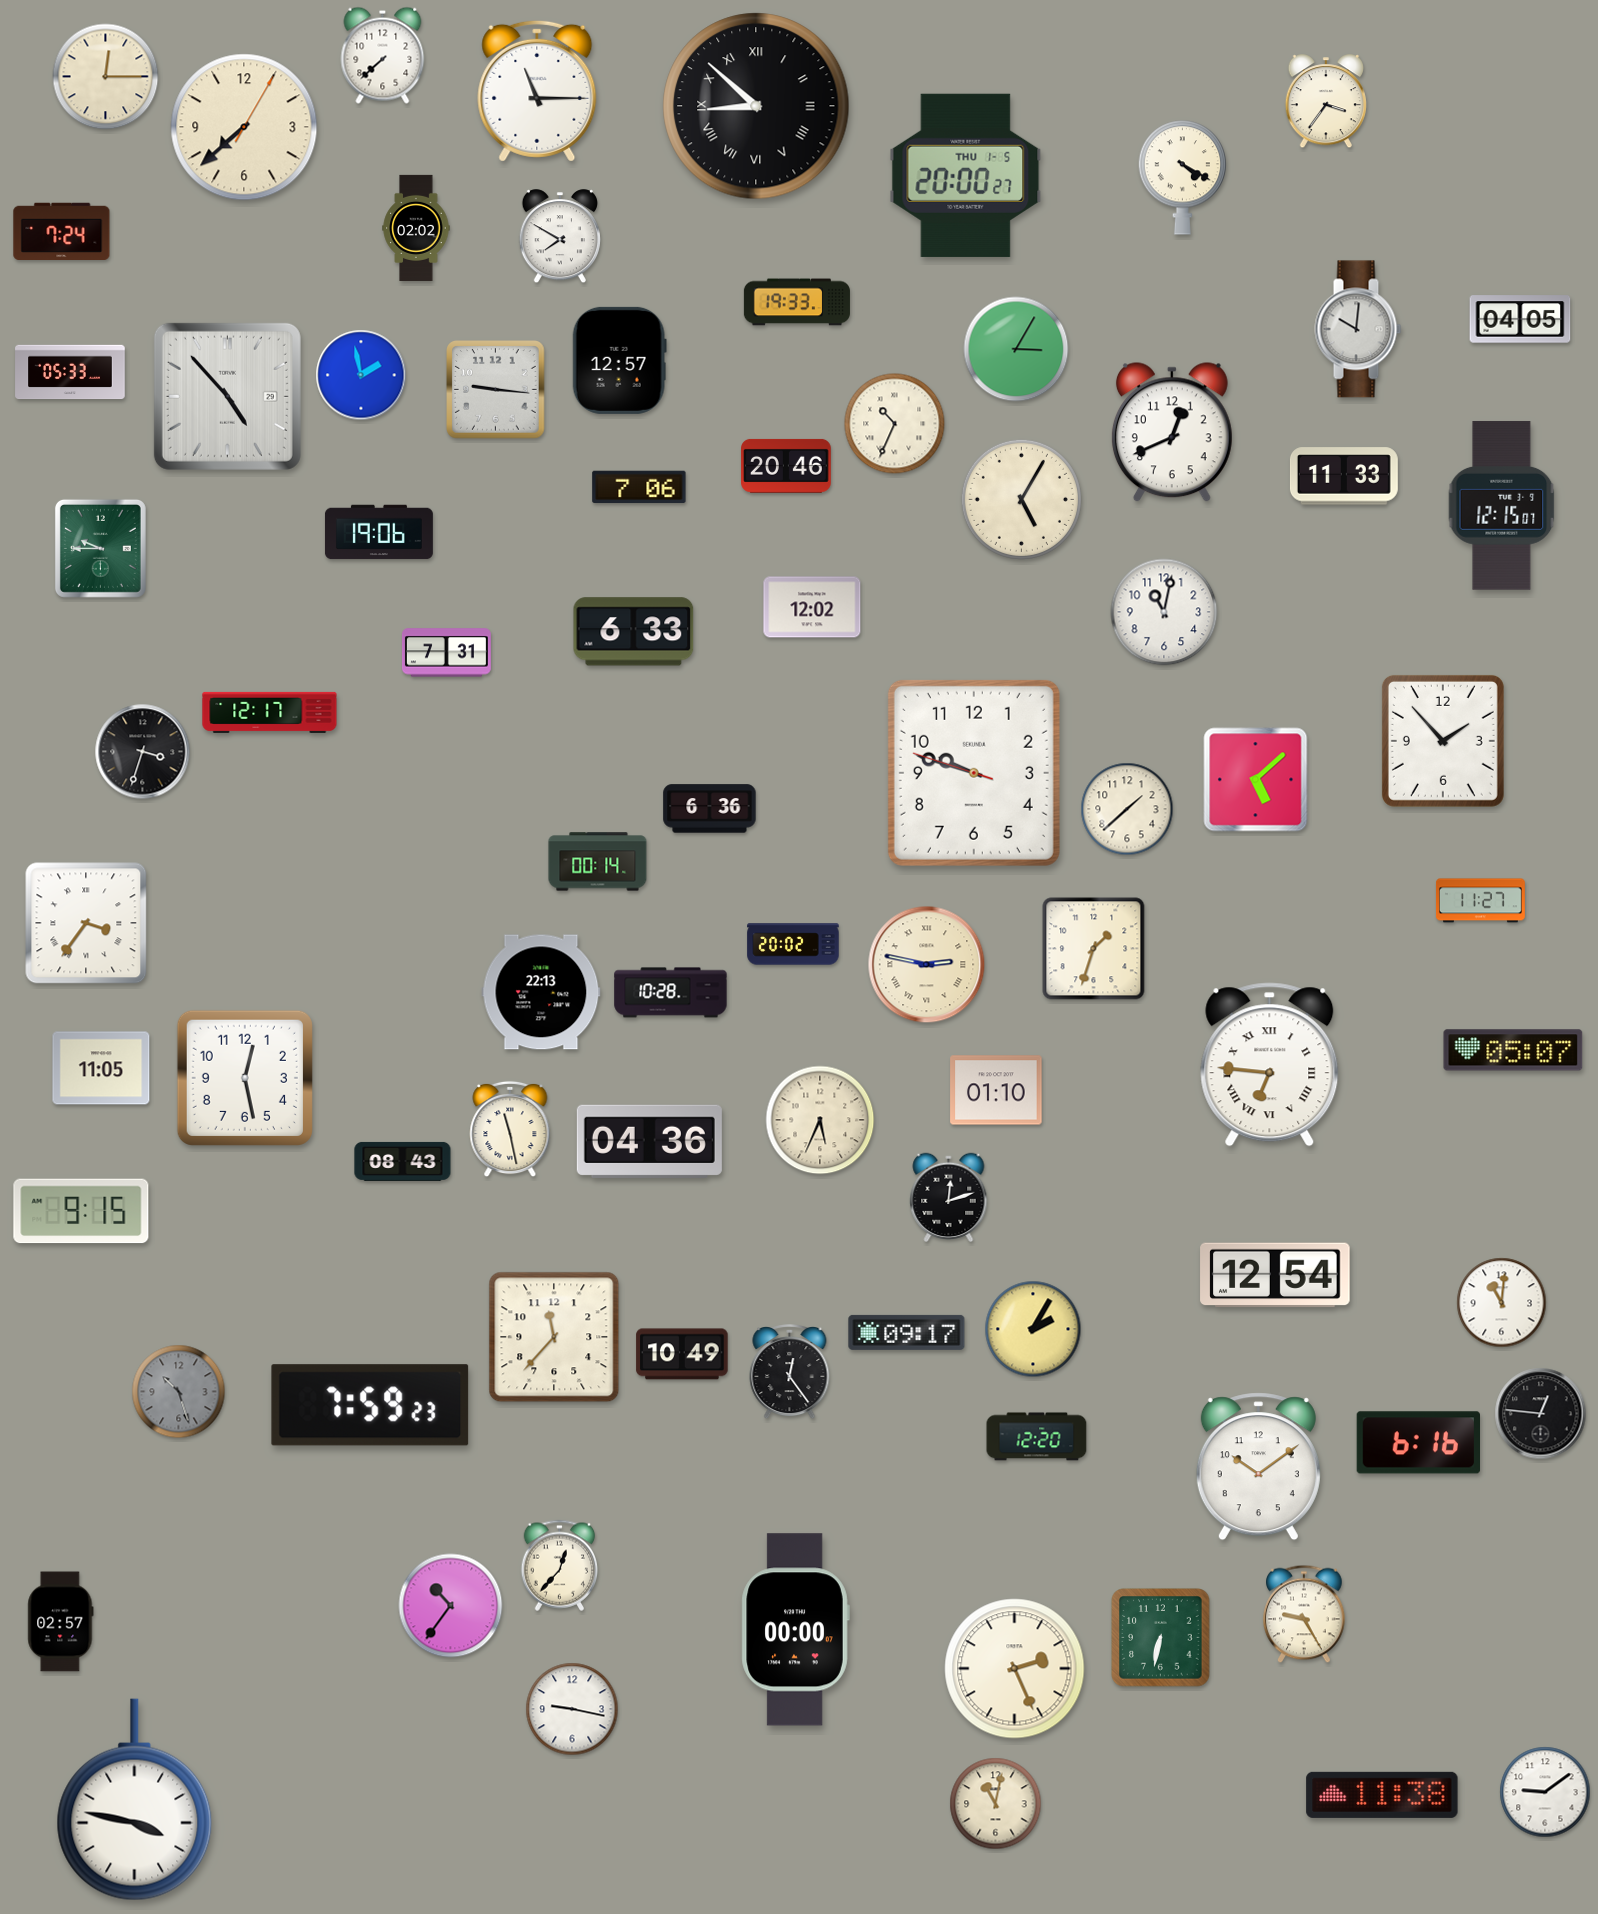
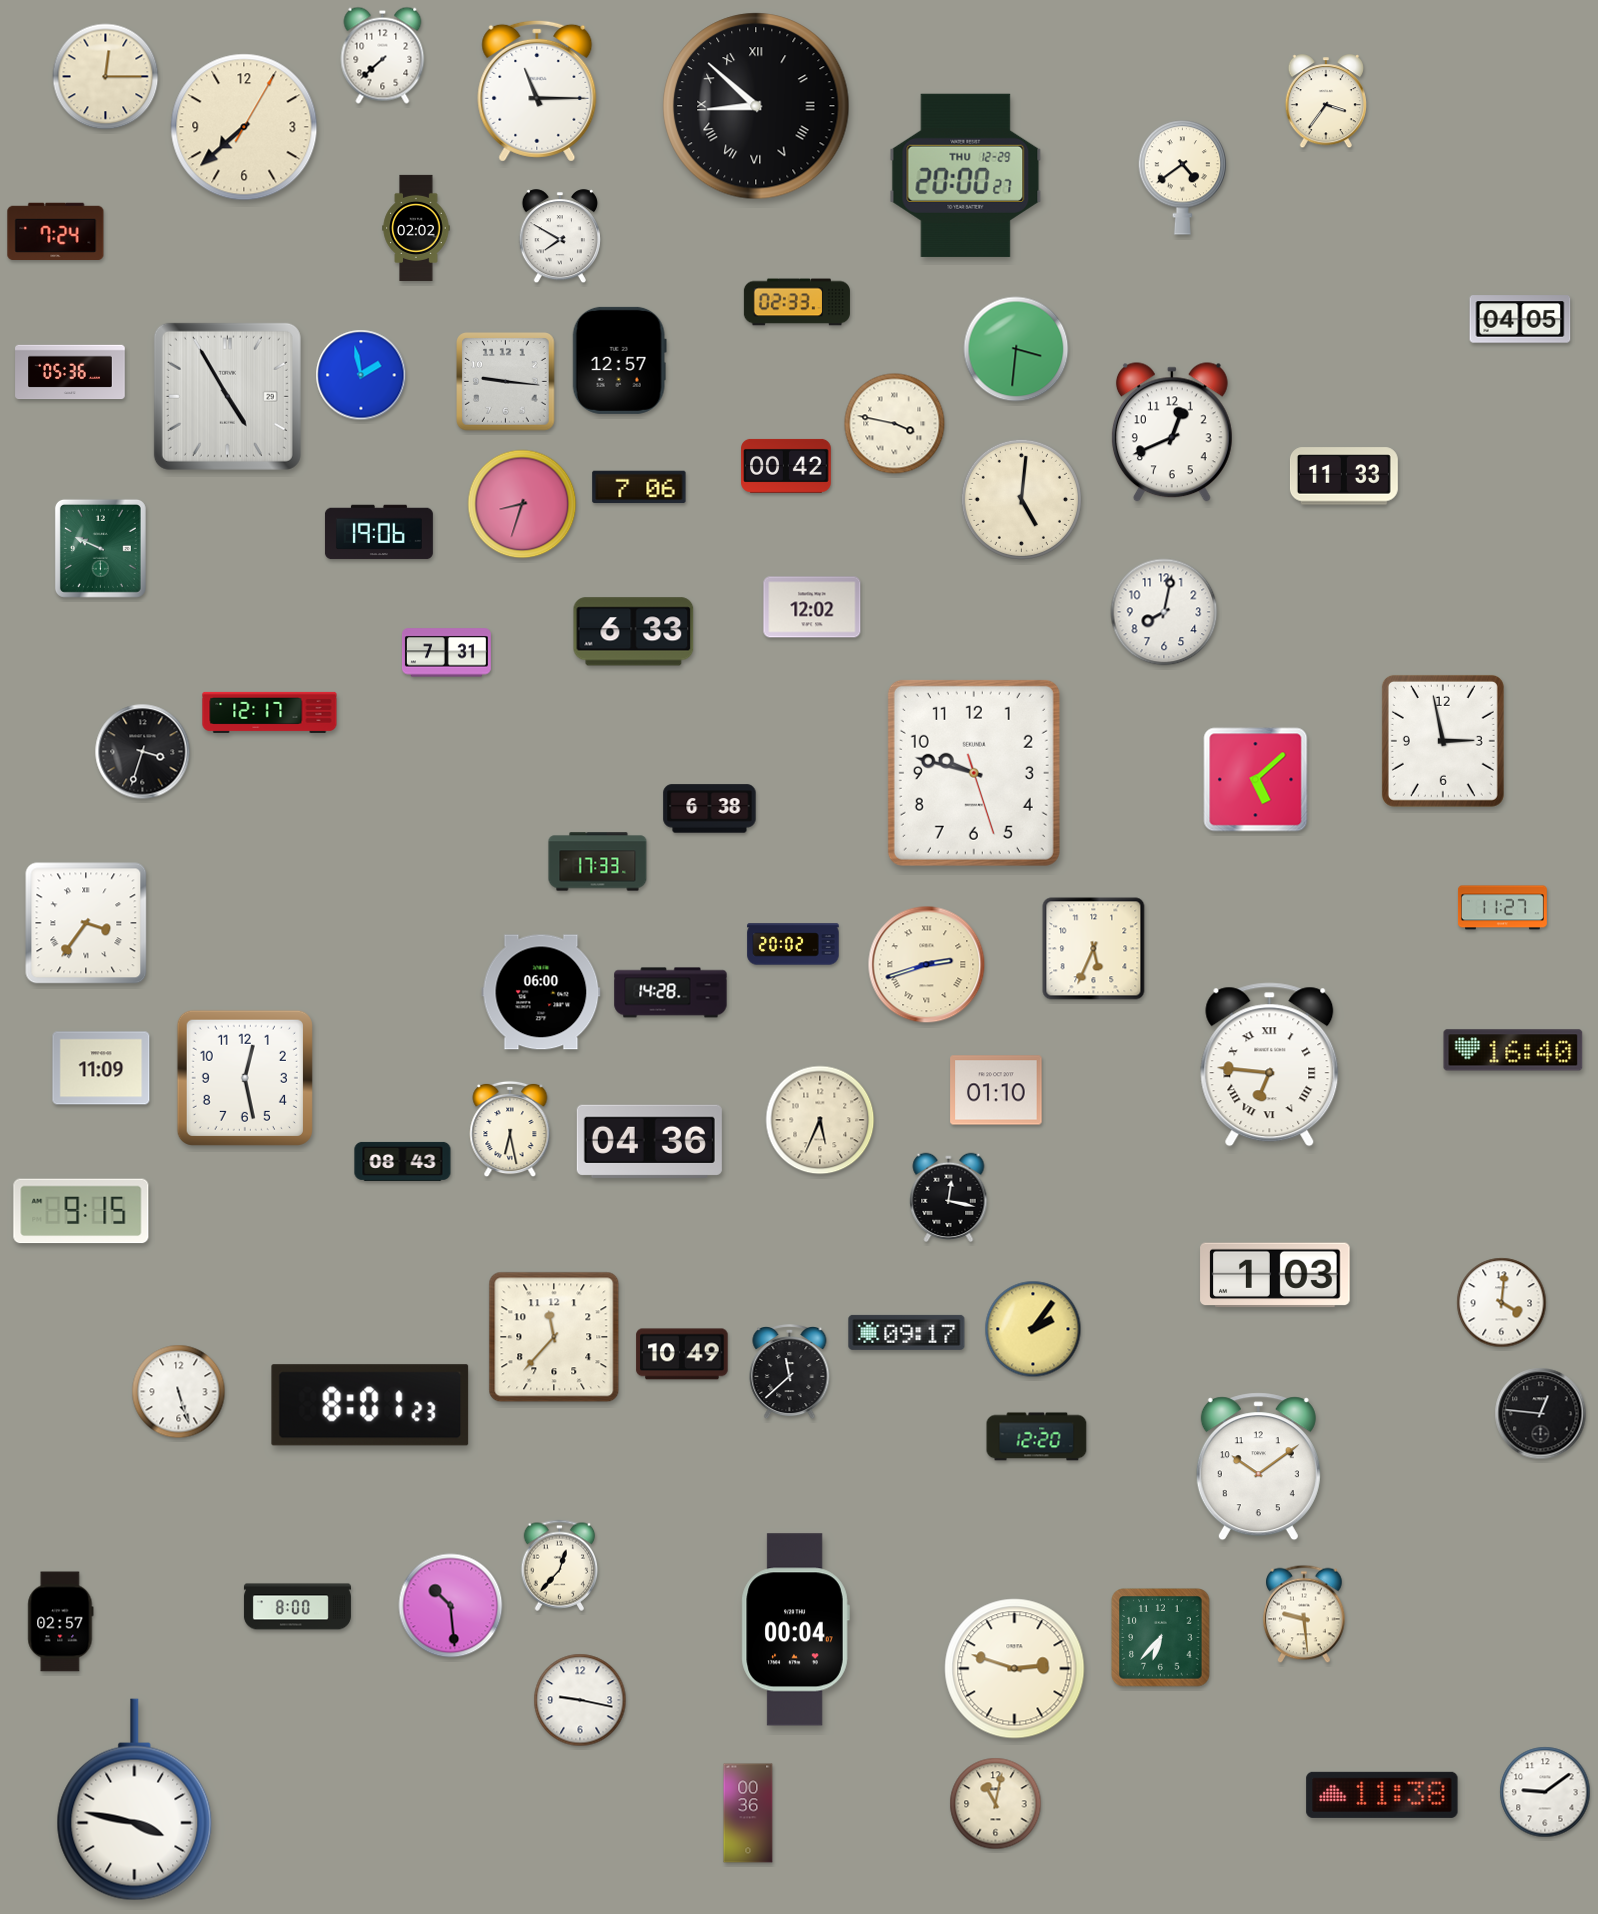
clock at (966, 175) date: THU 1-5 -> THU 12-29
clock at (1182, 178): 4:20 -> 4:39
clock at (62, 231) position: (62, 231) -> (56, 231)
clock at (797, 302): 19:33 -> 02:33
clock at (1358, 329): 10:01 -> none
clock at (1016, 349): 3:05 -> 3:31
clock at (70, 372): 05:33 -> 05:36
clock at (496, 390) position: (496, 390) -> (506, 382)
clock at (227, 396): 4:53 -> 4:55
clock at (895, 424): 10:34 -> 3:47
clock at (786, 466): 20:46 -> 00:42
clock at (1021, 499): 5:05 -> 5:01
clock at (522, 504): none -> 8:33
clock at (1502, 506): 12:15 -> none
clock at (100, 548): 9:45 -> 9:49
clock at (1164, 612): 11:02 -> 8:02
clock at (1443, 741): 1:53 -> 2:58
clock at (974, 773): 9:47:48 -> 9:47:27
clock at (710, 809): 6:36 -> 6:38
clock at (1127, 809): 1:38 -> none
clock at (598, 862): 00:14 -> 17:33
clock at (1480, 901) position: (1480, 901) -> (1502, 908)
clock at (1094, 949): 1:33 -> 5:34
clock at (927, 965): 2:47 -> 2:42
clock at (541, 992): 22:13 -> 06:00
clock at (671, 993): 10:28 -> 14:28
clock at (1513, 1050): 05:07 -> 16:40
clock at (101, 1068): 11:05 -> 11:09
clock at (510, 1129): 11:28 -> 6:28
clock at (949, 1197): 12:12 -> 12:17
clock at (1275, 1275): 12:54 -> 1:03
clock at (1502, 1303): 11:01 -> 4:01
clock at (1033, 1329): 2:05 -> 2:06
clock at (790, 1373): 12:24 -> 11:38
clock at (179, 1392): 10:27 -> 5:27
clock at (179, 1392) dial: grey -> white
clock at (370, 1405): 7:59 -> 8:01
clock at (1418, 1443): 6:16 -> none
clock at (451, 1606): 10:36 -> 10:29
clock at (297, 1607): none -> 8:00
clock at (1304, 1614): 9:25 -> 9:29
clock at (795, 1630): 00:00 -> 00:04
clock at (1161, 1638): 6:32 -> 6:37
clock at (1015, 1669): 2:26 -> 2:48
clock at (572, 1709) position: (572, 1709) -> (580, 1700)
clock at (748, 1813): none -> 00:36
